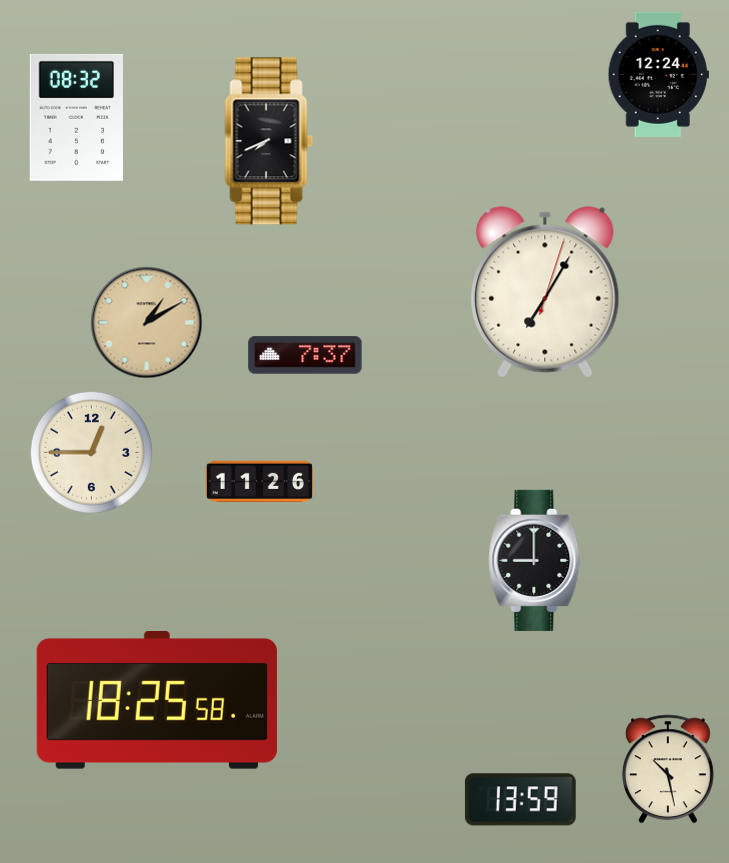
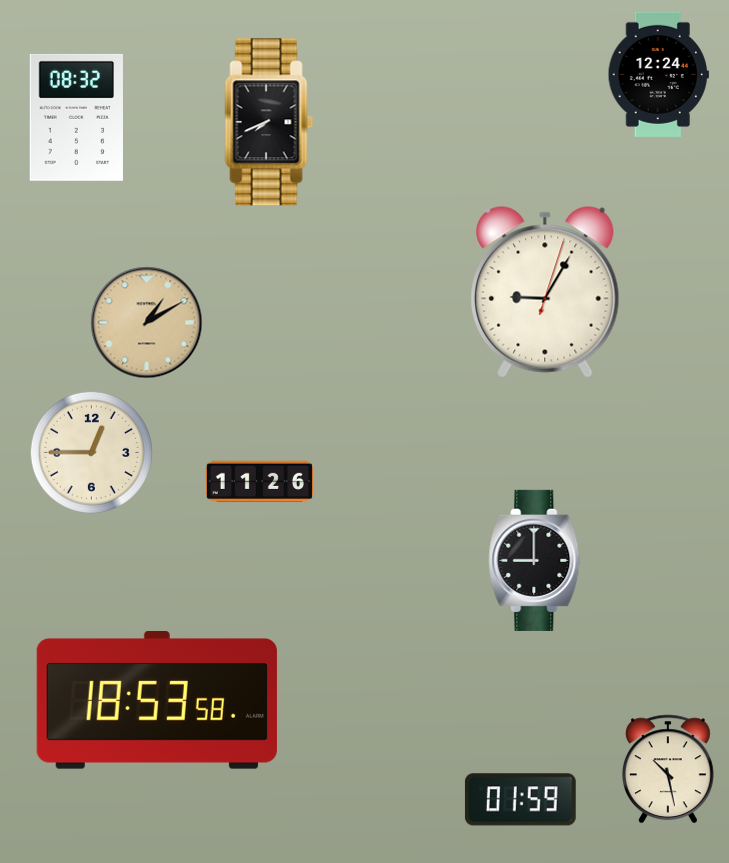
clock at (269, 141) position: (269, 141) -> (269, 122)
clock at (545, 292): 7:05 -> 9:05
clock at (305, 355): 7:37 -> none
clock at (157, 701): 18:25 -> 18:53
clock at (520, 800): 13:59 -> 01:59
